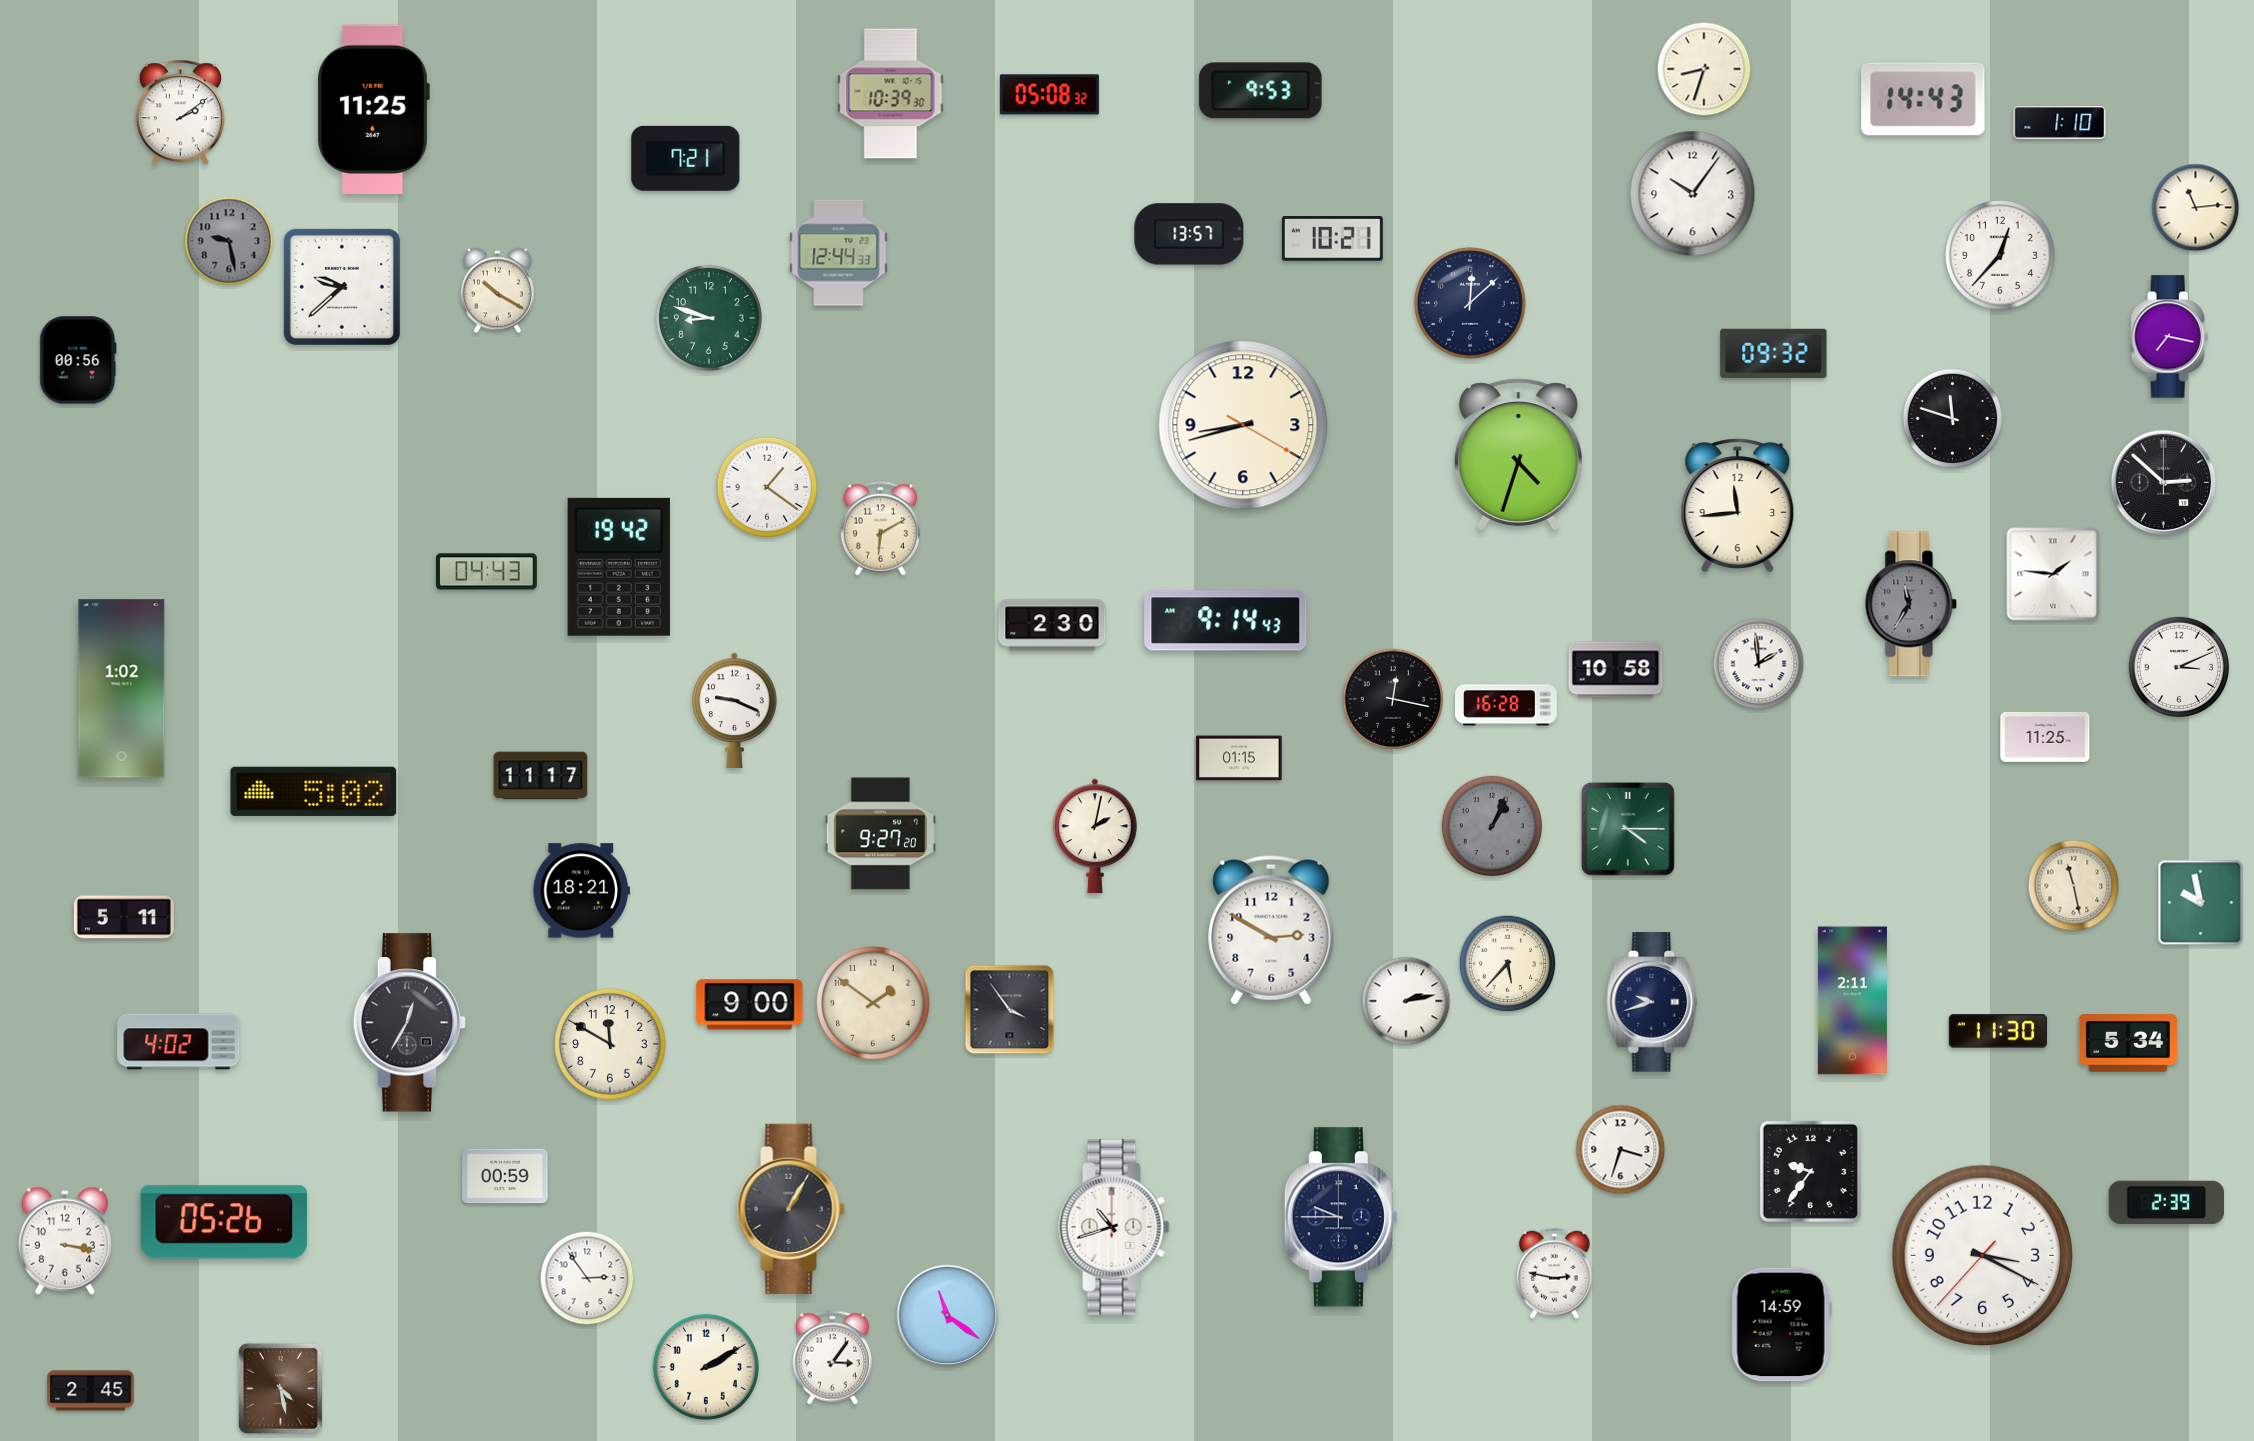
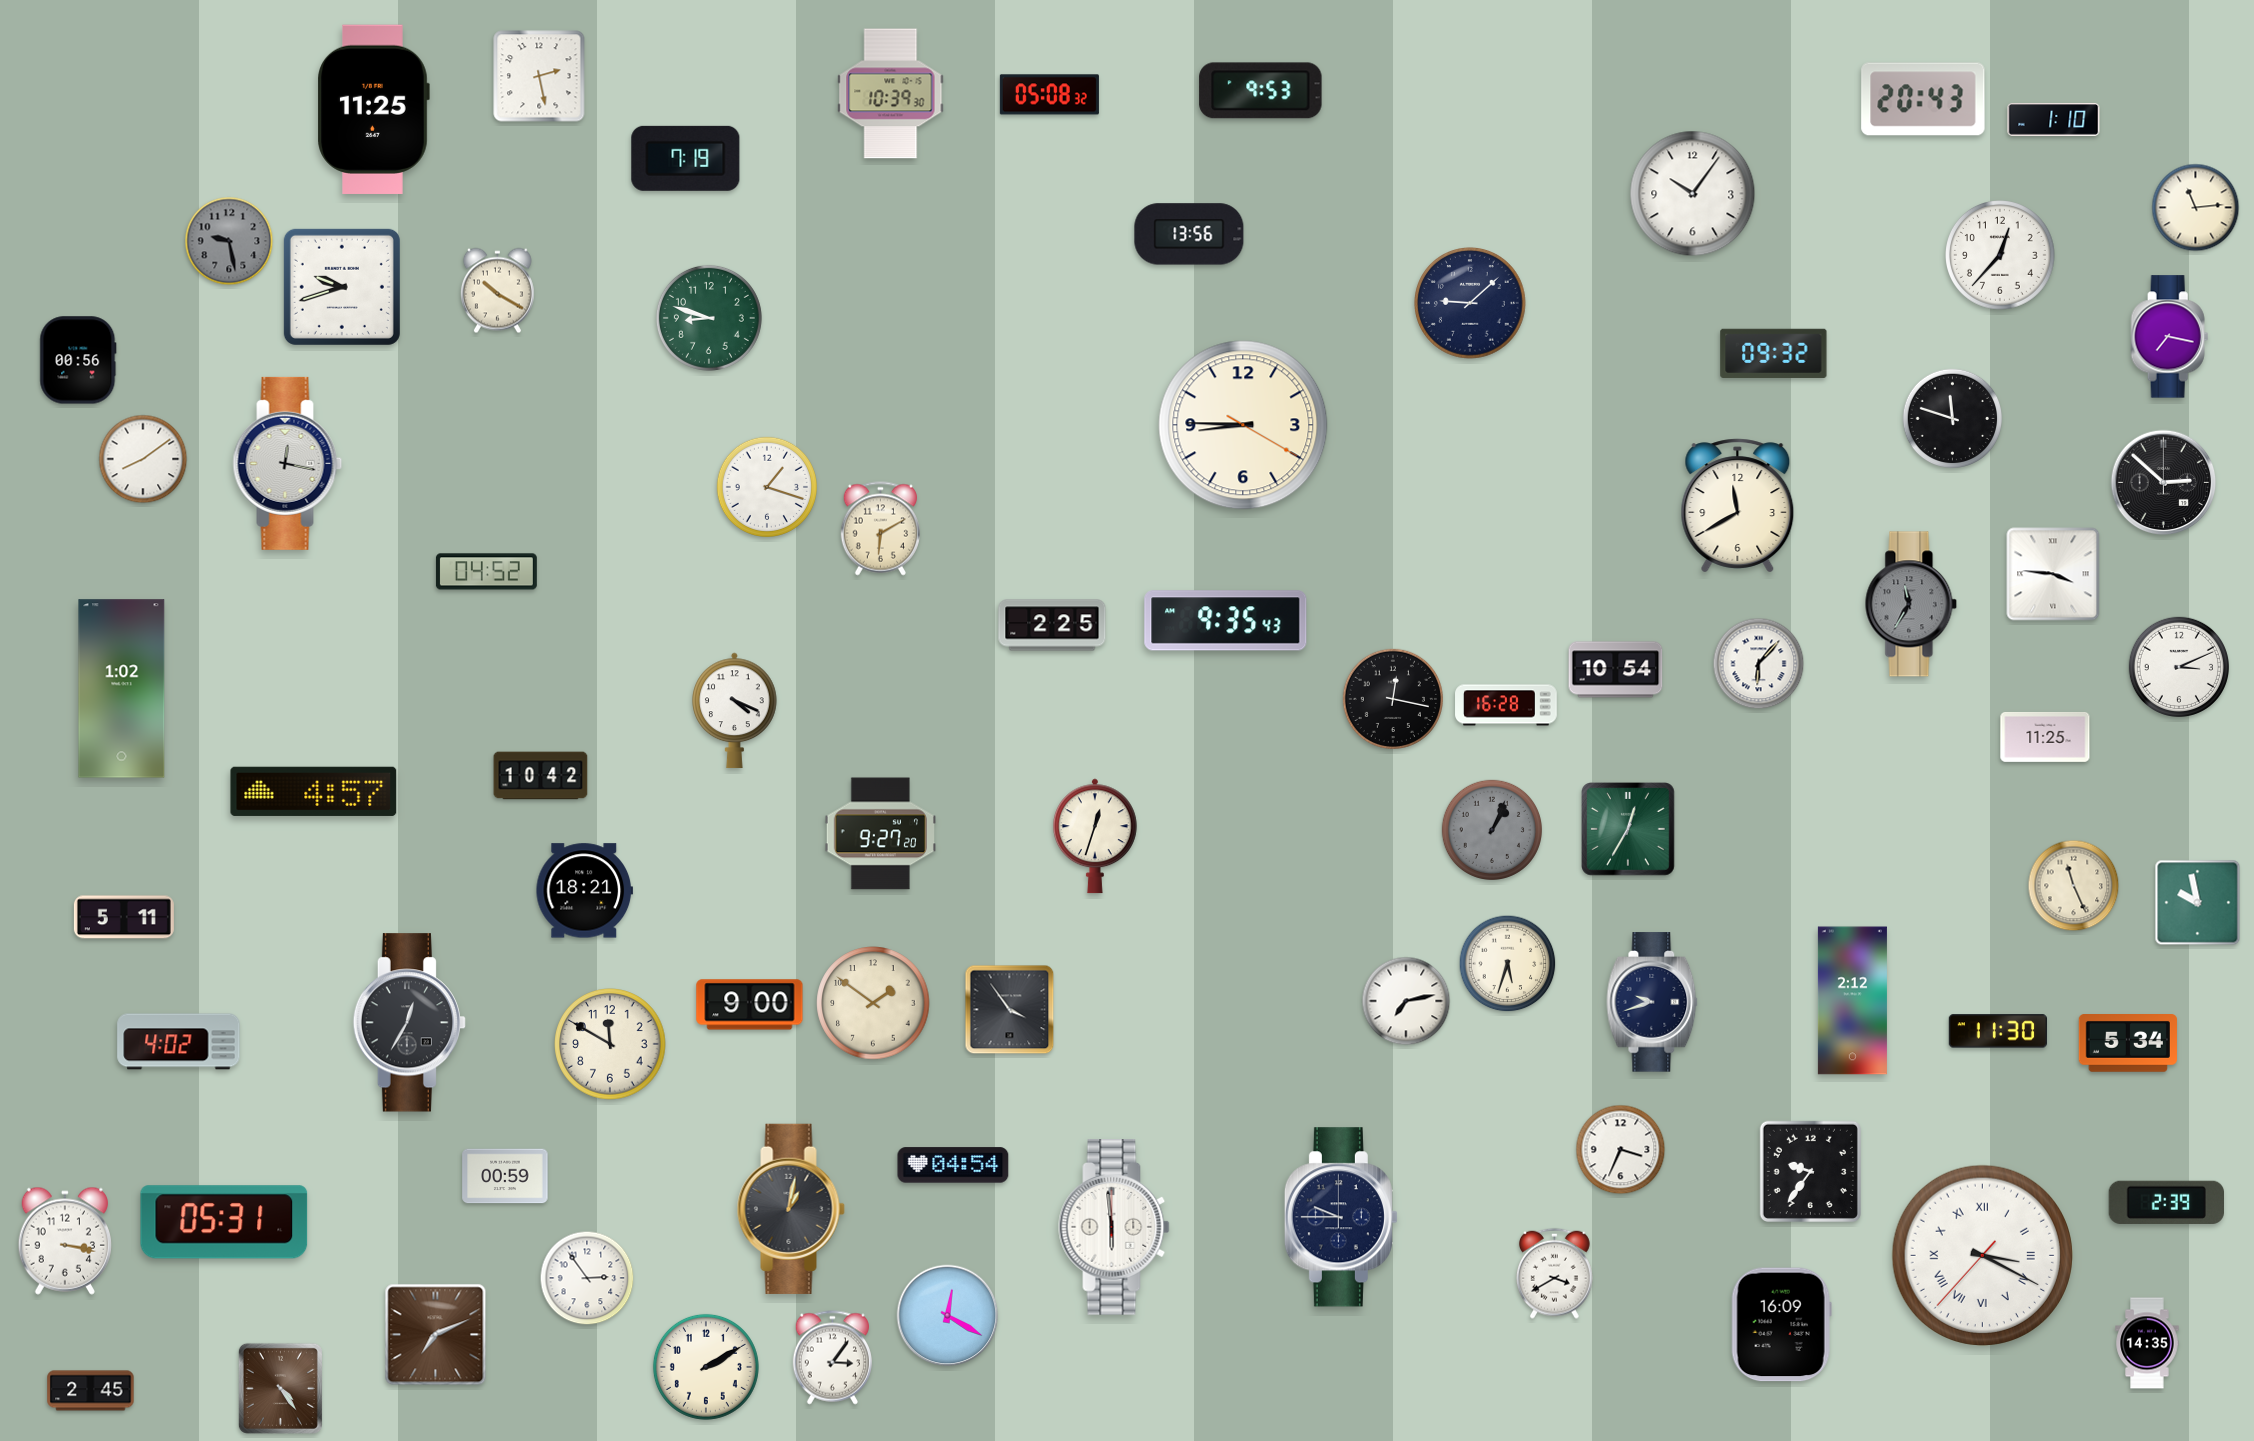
clock at (1704, 69): 8:33 -> none
clock at (539, 76): none -> 2:28
clock at (1923, 99): 14:43 -> 20:43
clock at (180, 113): 2:09 -> none
clock at (2060, 123) position: (2060, 123) -> (2054, 120)
clock at (686, 158): 7:21 -> 7:19
clock at (1189, 234): 13:57 -> 13:56
clock at (1332, 239): 10:21 -> none
clock at (839, 253): 12:44 -> none
clock at (342, 287): 9:38 -> 9:42
clock at (1470, 303): 12:08 -> 9:08
clock at (1243, 425): 8:42 -> 8:45
clock at (1518, 455): 4:33 -> none
clock at (143, 459): none -> 8:09
clock at (288, 463): none -> 12:17
clock at (766, 486): 1:21 -> 1:18
clock at (1738, 506): 11:44 -> 11:40
clock at (619, 567): 19:42 -> none
clock at (486, 572): 04:43 -> 04:52
clock at (2053, 574): 1:46 -> 3:46
clock at (1226, 621): 9:14 -> 9:35
clock at (1052, 625): 2:30 -> 2:25
clock at (1759, 664): 1:59 -> 6:07
clock at (1616, 670): 10:58 -> 10:54
clock at (735, 711): 9:19 -> 4:19
clock at (1239, 758): 01:15 -> none
clock at (541, 776): 11:17 -> 10:42
clock at (314, 791): 5:02 -> 4:57
clock at (1491, 825) position: (1491, 825) -> (1491, 829)
clock at (1629, 830): 4:15 -> 12:35
clock at (1095, 836): 2:02 -> 12:33
clock at (2074, 886): 11:28 -> 11:26
clock at (581, 891) position: (581, 891) -> (584, 891)
clock at (2201, 903) position: (2201, 903) -> (2198, 903)
clock at (1271, 930): 2:50 -> none
clock at (1508, 964): 5:37 -> 5:33
clock at (1406, 1001): 2:13 -> 7:13
clock at (1852, 1001): 2:11 -> 2:12
clock at (1621, 1150): 3:33 -> 3:34
clock at (953, 1165): none -> 04:54
clock at (791, 1209): 1:05 -> 1:02
clock at (224, 1222): 05:26 -> 05:31
clock at (1114, 1228): 10:42 -> 5:59
clock at (1982, 1255) numerals: Arabic -> Roman
clock at (1555, 1273): 2:47 -> 3:40
clock at (948, 1316): 11:21 -> 12:20
clock at (1781, 1325): 14:59 -> 16:09
clock at (436, 1335): none -> 7:11
clock at (2147, 1343): none -> 14:35
clock at (280, 1388): 4:28 -> 4:24
